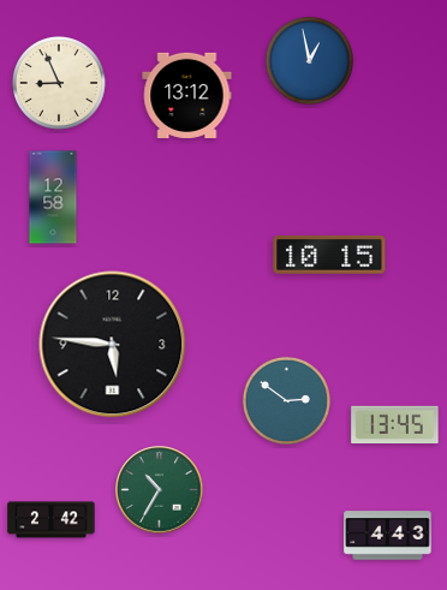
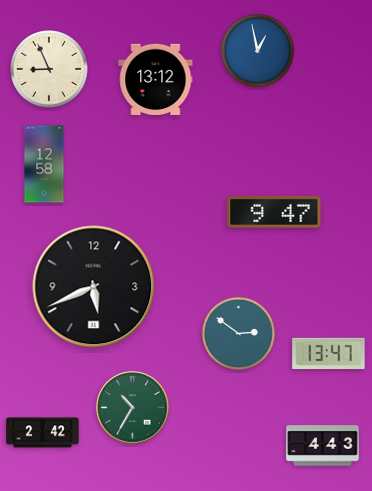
clock at (329, 256): 10:15 -> 9:47
clock at (113, 345): 5:46 -> 5:41
clock at (395, 425): 13:45 -> 13:47
